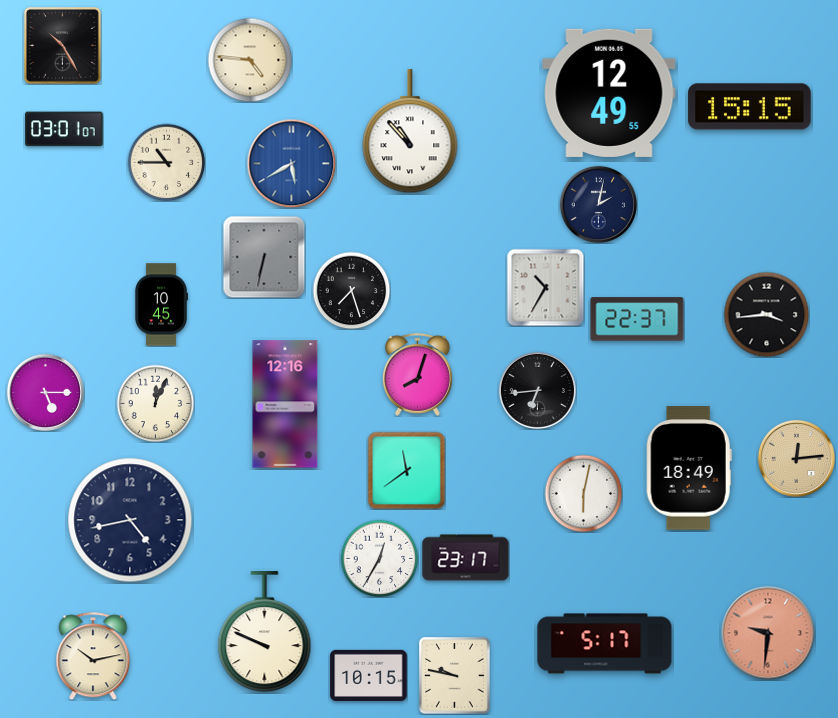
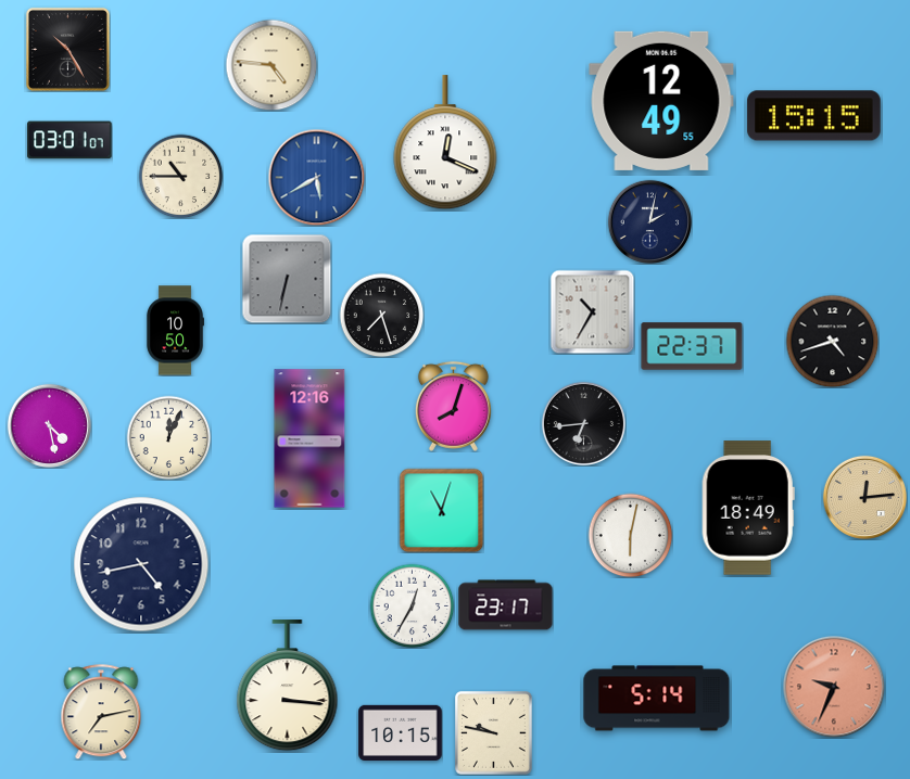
clock at (410, 132): 10:53 -> 12:19
clock at (161, 305): 10:45 -> 10:50
clock at (766, 314): 3:44 -> 4:42
clock at (45, 392): 5:15 -> 4:28
clock at (406, 470): 11:39 -> 11:03
clock at (583, 493) position: (583, 493) -> (630, 535)
clock at (265, 632): 9:49 -> 3:16
clock at (768, 633): 9:31 -> 9:34
clock at (605, 644): 5:17 -> 5:14
clock at (93, 656): 10:13 -> 7:13
